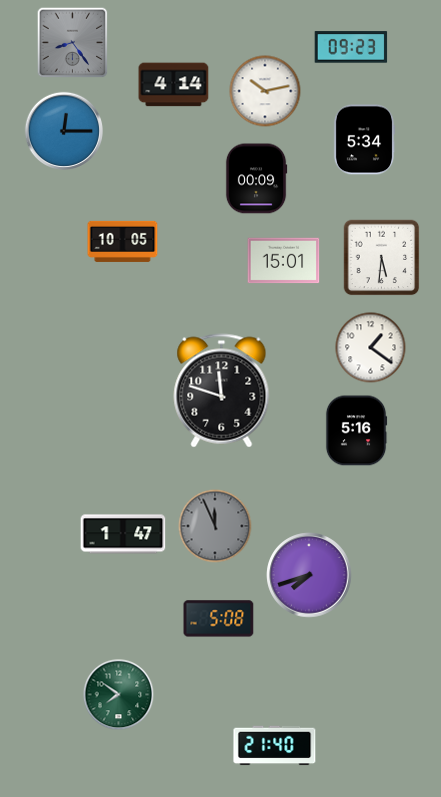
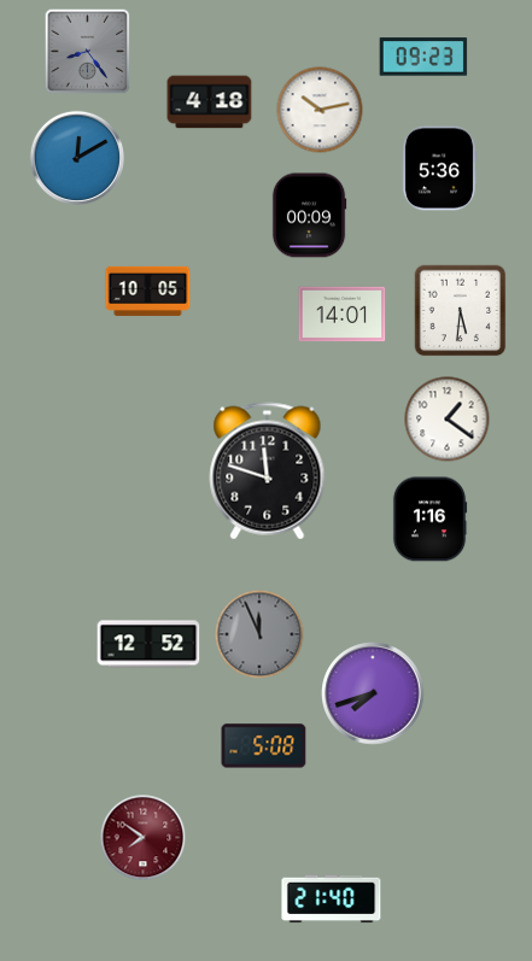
clock at (174, 85): 4:14 -> 4:18
clock at (63, 130): 12:15 -> 12:10
clock at (364, 140): 5:34 -> 5:36
clock at (284, 261): 15:01 -> 14:01
clock at (356, 431): 5:16 -> 1:16
clock at (123, 534): 1:47 -> 12:52
clock at (119, 695) dial: green -> burgundy
